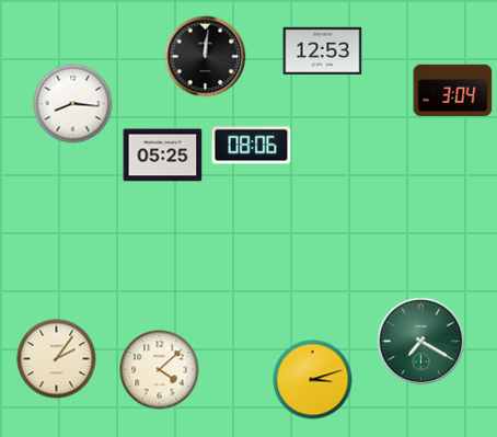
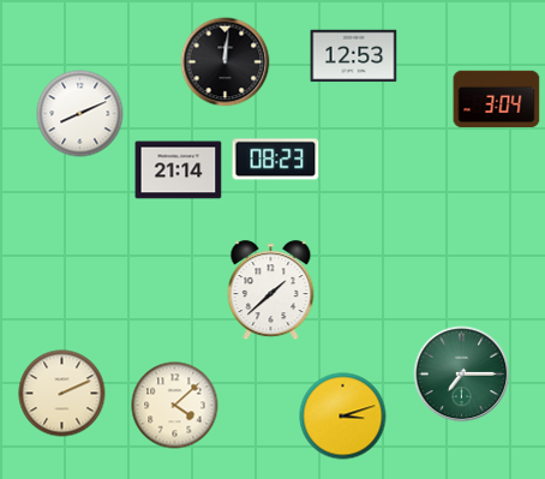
clock at (73, 104): 8:16 -> 8:11
clock at (252, 146): 08:06 -> 08:23
clock at (163, 156): 05:25 -> 21:14
clock at (271, 291): none -> 1:38
clock at (421, 342): 7:20 -> 7:15
clock at (57, 359): 2:06 -> 2:11
